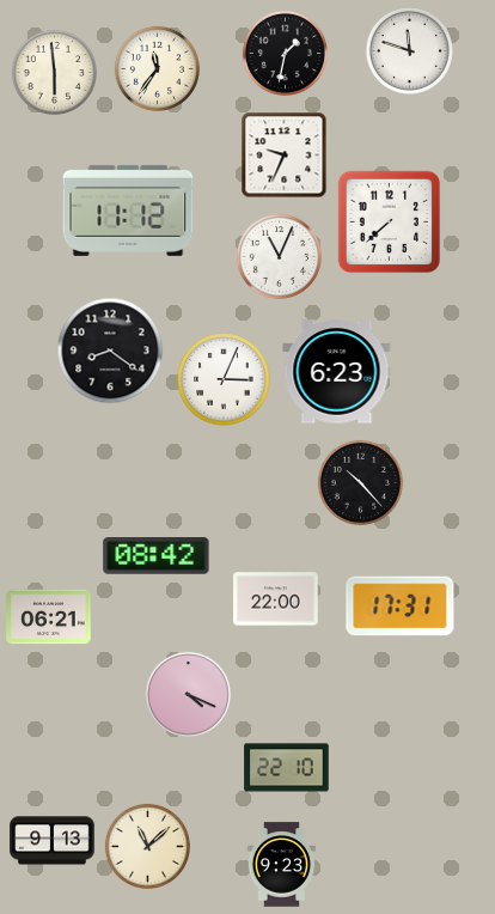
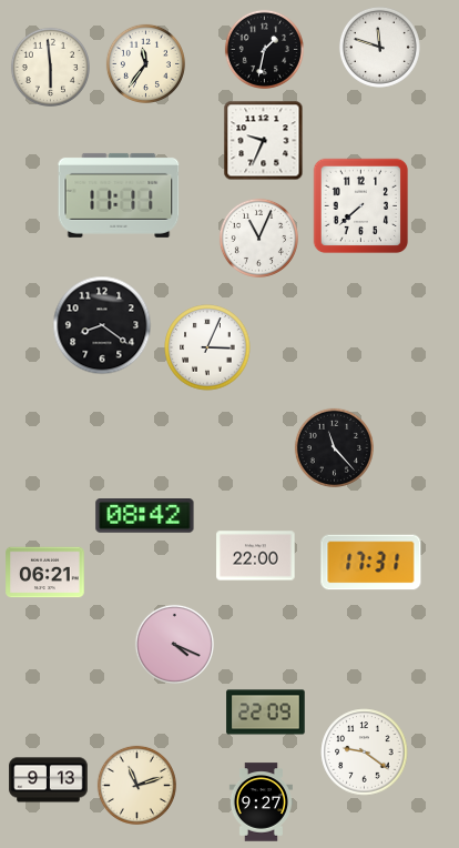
clock at (285, 156) position: (285, 156) -> (264, 141)
clock at (128, 211): 11:12 -> 11:11
clock at (337, 372): 6:23 -> none
clock at (224, 379) position: (224, 379) -> (207, 347)
clock at (360, 482): 10:23 -> 11:23
clock at (287, 768): 22:10 -> 22:09
clock at (365, 753): none -> 9:21
clock at (147, 846): 11:08 -> 11:12
clock at (281, 865): 9:23 -> 9:27
